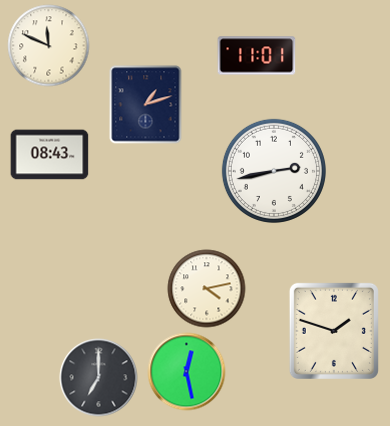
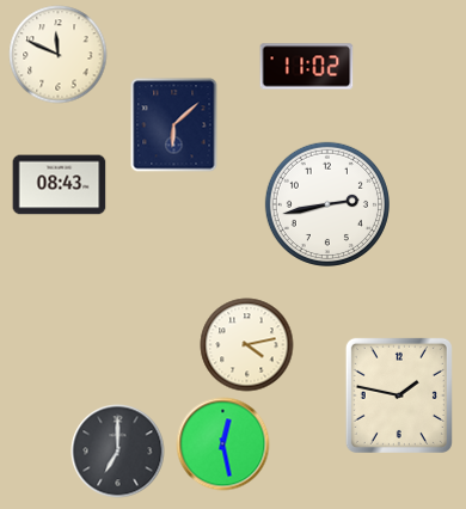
clock at (256, 56): 11:01 -> 11:02
clock at (146, 104): 1:12 -> 6:08
clock at (334, 331): 1:48 -> 1:47
